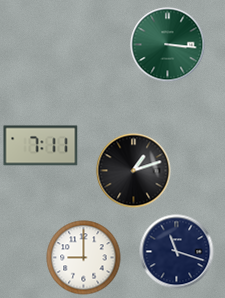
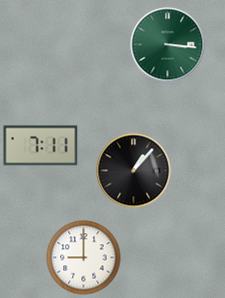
clock at (134, 171): 1:12 -> 1:07
clock at (177, 252): 11:18 -> none
